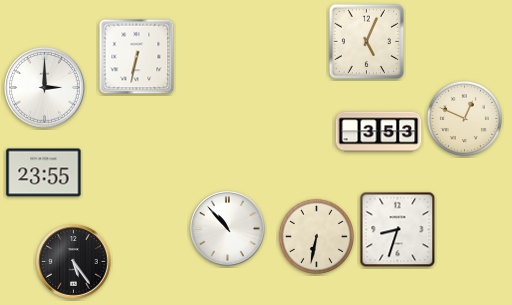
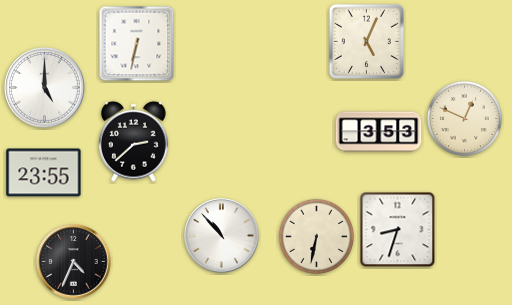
clock at (137, 57) position: (137, 57) -> (137, 44)
clock at (45, 88): 3:00 -> 5:00
clock at (134, 141): none -> 2:38
clock at (228, 229) position: (228, 229) -> (222, 236)
clock at (74, 262): 5:24 -> 4:34
